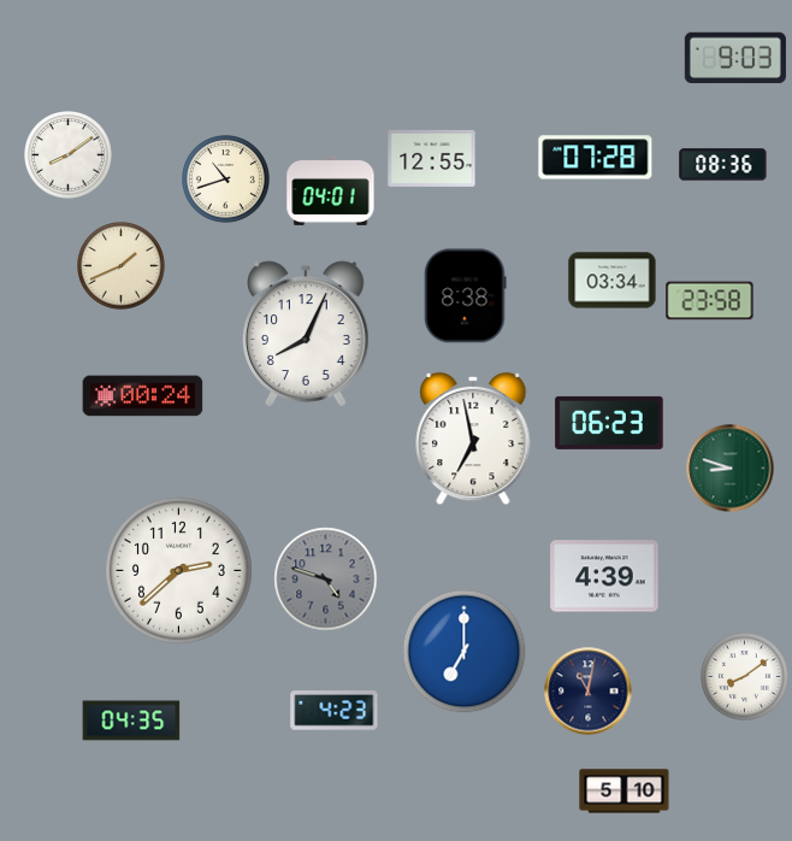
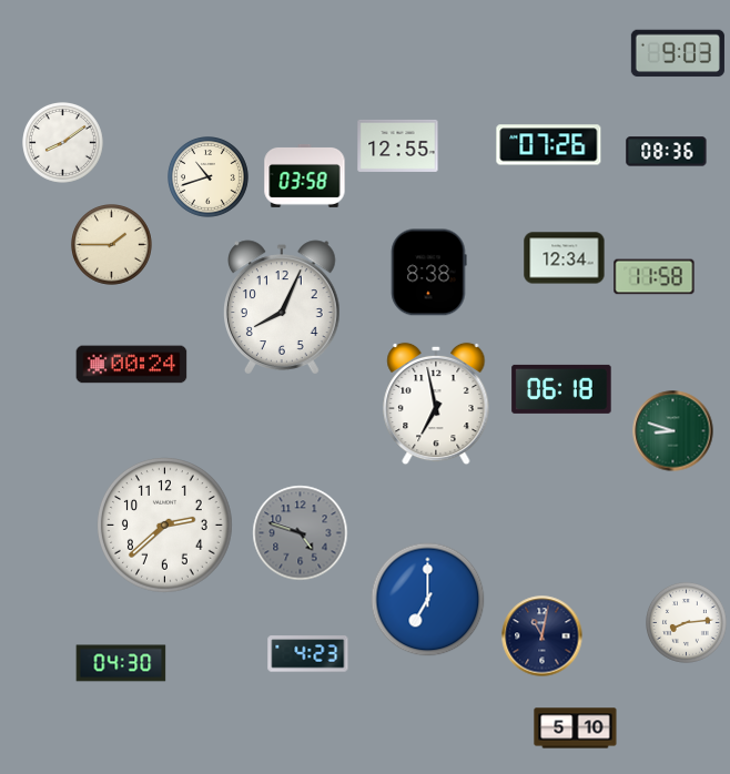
clock at (596, 158): 07:28 -> 07:26
clock at (226, 180) position: (226, 180) -> (209, 177)
clock at (331, 190): 04:01 -> 03:58
clock at (122, 266): 1:41 -> 1:45
clock at (613, 281): 03:34 -> 12:34
clock at (710, 301): 23:58 -> 11:58
clock at (609, 423): 06:23 -> 06:18
clock at (604, 576): 4:39 -> none
clock at (745, 677): 8:09 -> 8:14
clock at (131, 721): 04:35 -> 04:30
